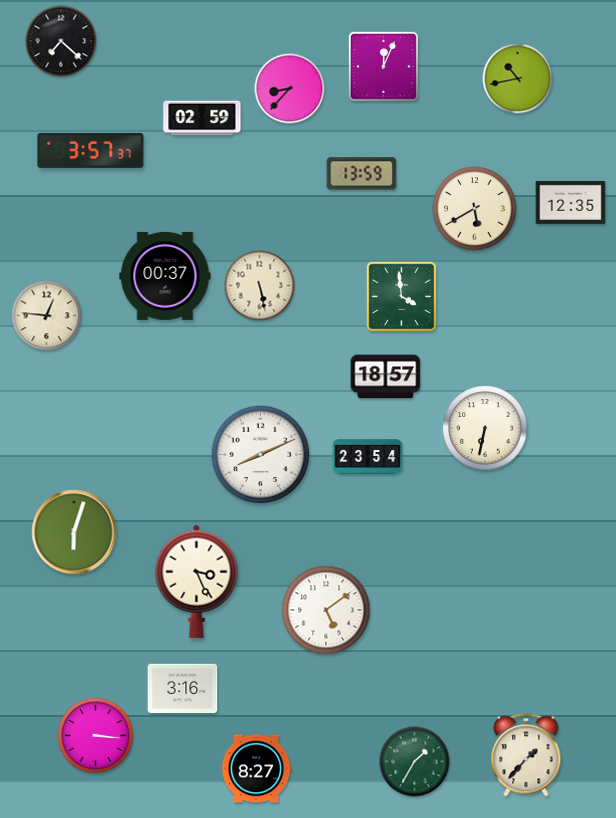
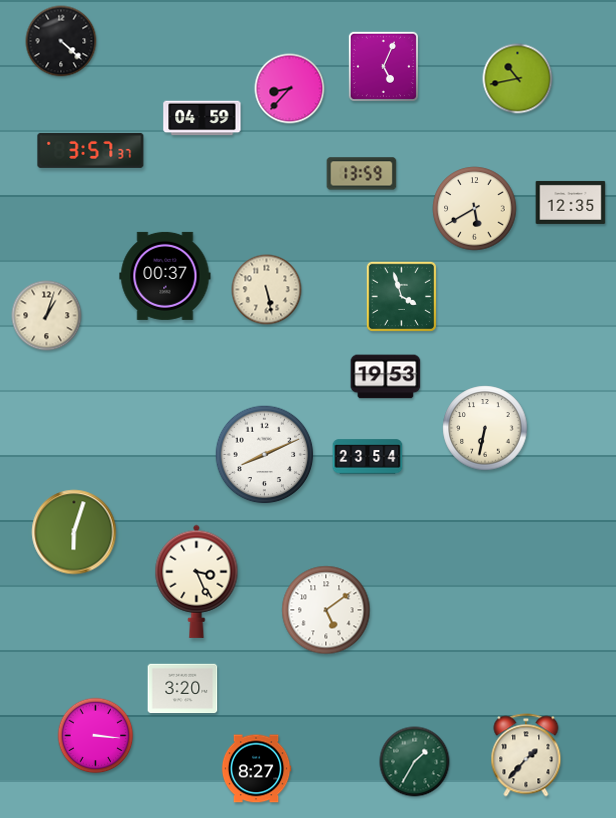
clock at (61, 41): 7:22 -> 4:22
clock at (383, 66): 12:04 -> 5:04
clock at (202, 118): 02:59 -> 04:59
clock at (260, 286) position: (260, 286) -> (267, 290)
clock at (401, 296): 3:59 -> 3:57
clock at (47, 316): 12:46 -> 1:03
clock at (386, 377): 18:57 -> 19:53
clock at (261, 455) position: (261, 455) -> (265, 455)
clock at (183, 689): 3:16 -> 3:20
